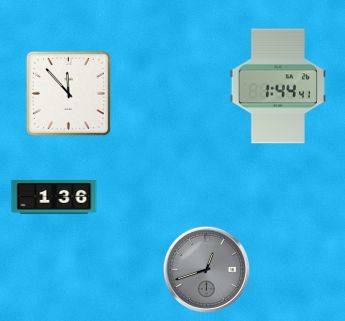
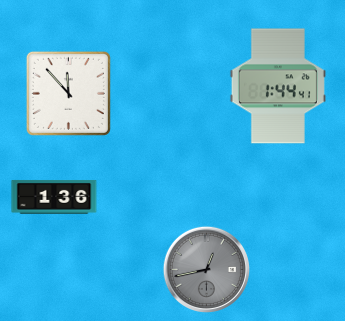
clock at (206, 269): 12:42 -> 12:43
